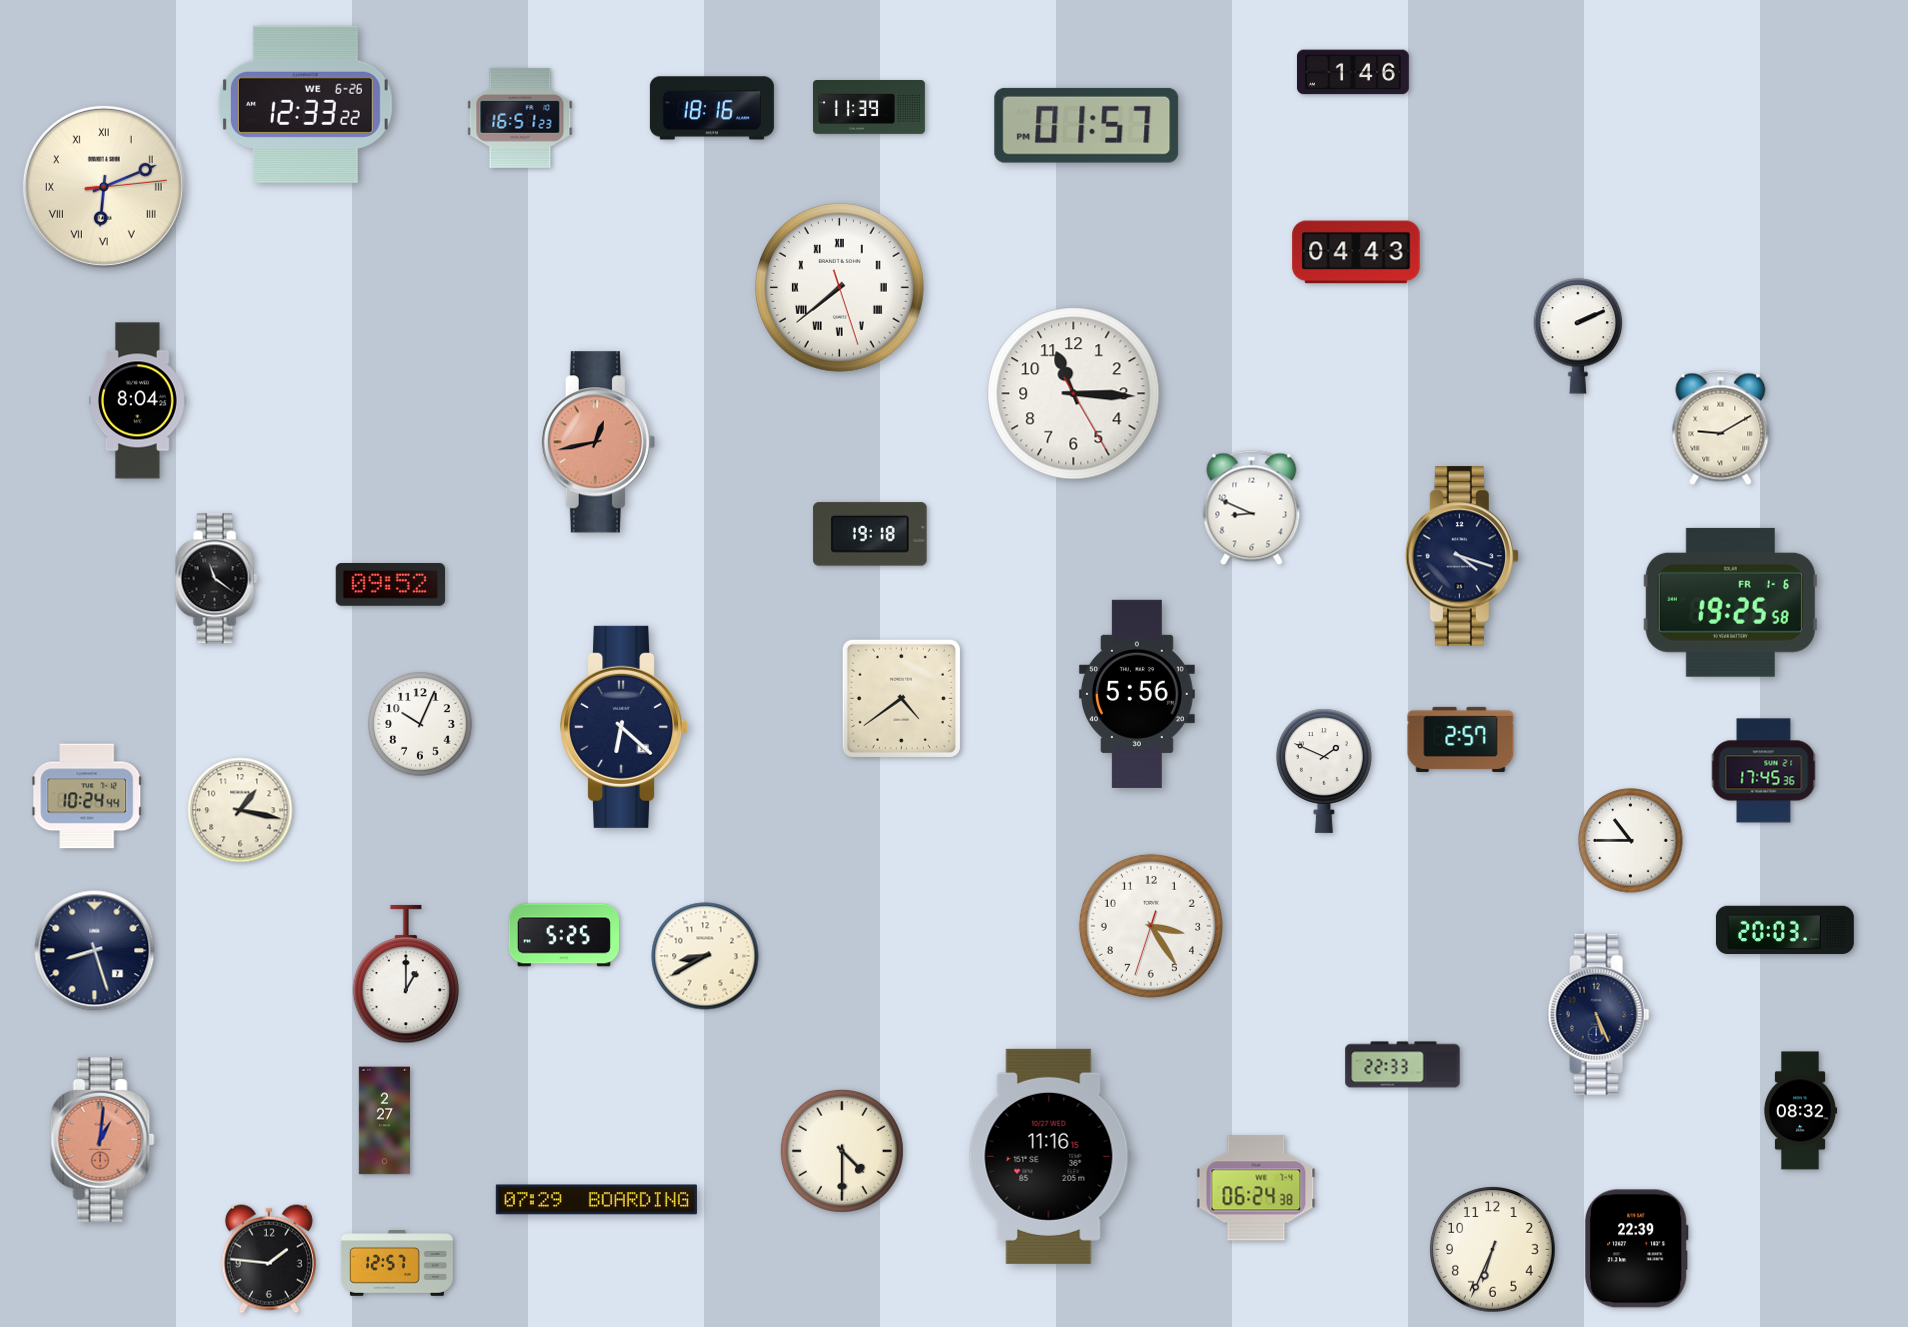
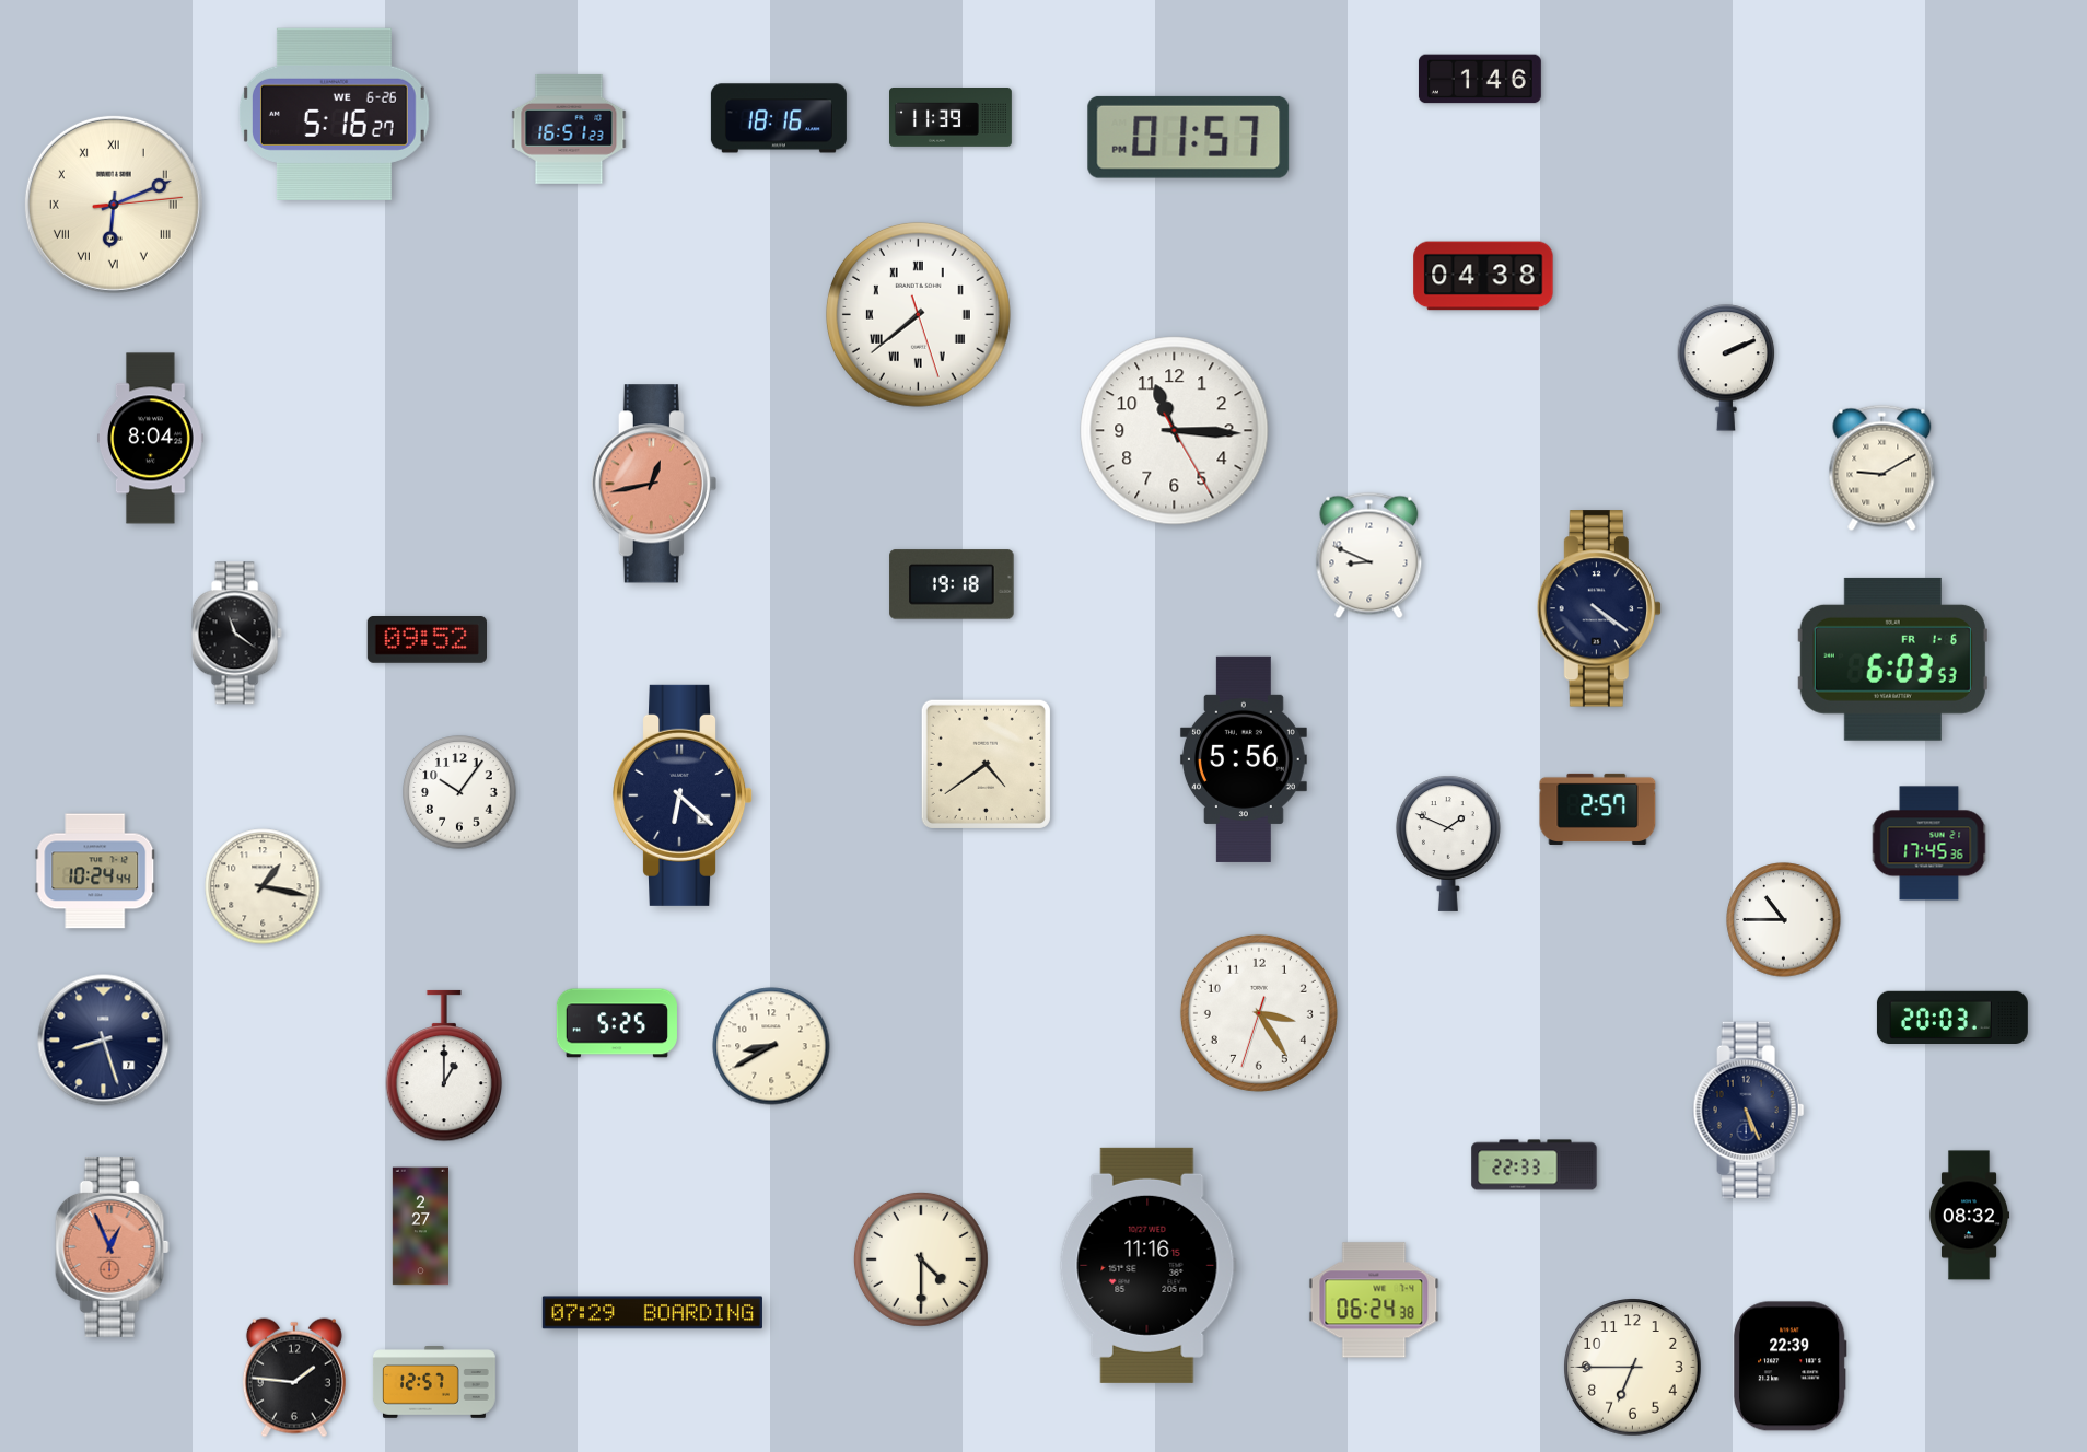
clock at (305, 104): 12:33 -> 5:16
clock at (1356, 252): 04:43 -> 04:38
clock at (1462, 556): 4:18 -> 4:21
clock at (1730, 602): 19:25 -> 6:03
clock at (420, 724): 10:04 -> 10:06
clock at (102, 1139): 1:01 -> 12:56
clock at (1493, 1250): 6:34 -> 6:45
